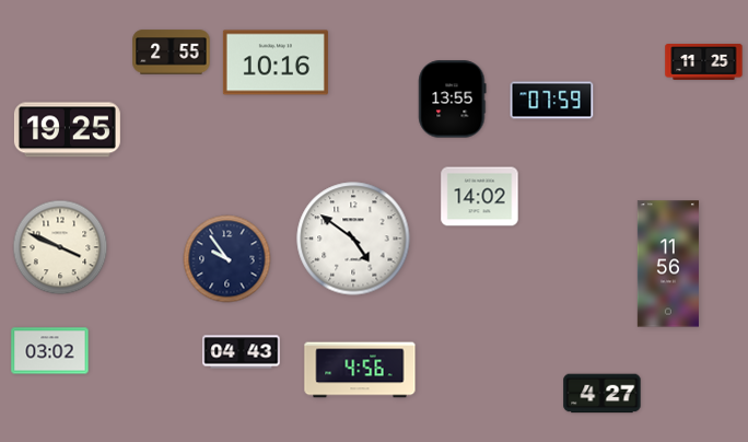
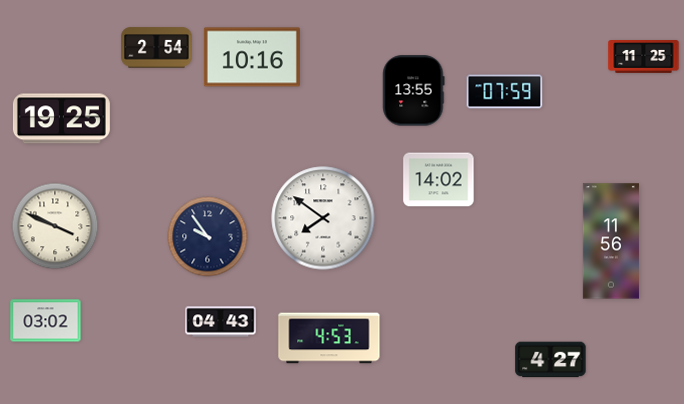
clock at (172, 53): 2:55 -> 2:54
clock at (353, 239): 4:51 -> 7:51
clock at (360, 370): 4:56 -> 4:53
